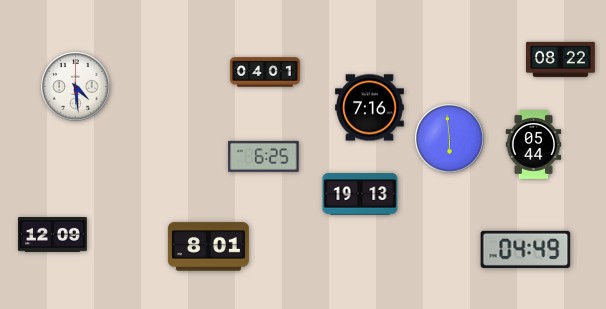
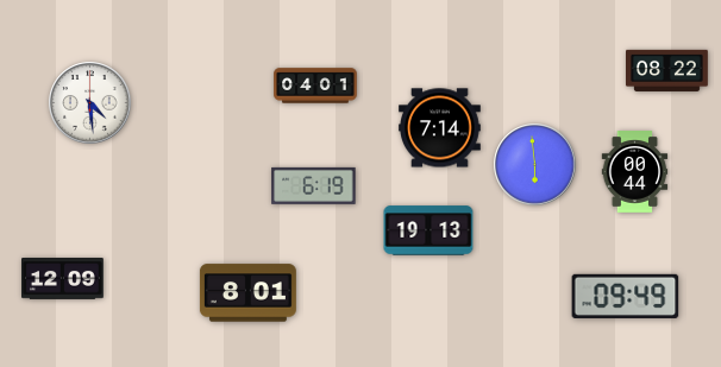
clock at (370, 108): 7:16 -> 7:14
clock at (534, 145): 05:44 -> 00:44
clock at (264, 156): 6:25 -> 6:19
clock at (526, 249): 04:49 -> 09:49
